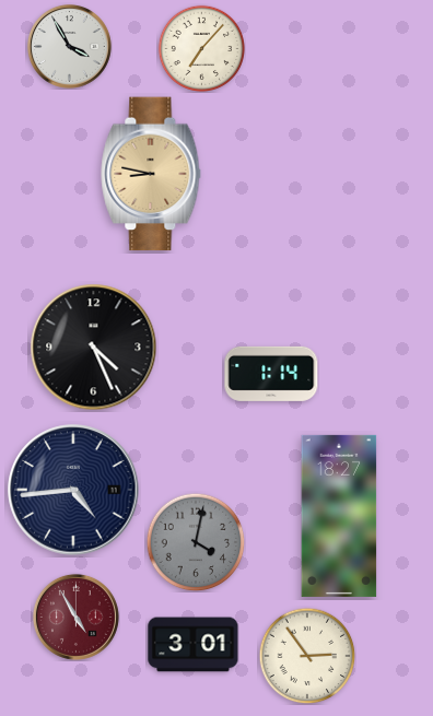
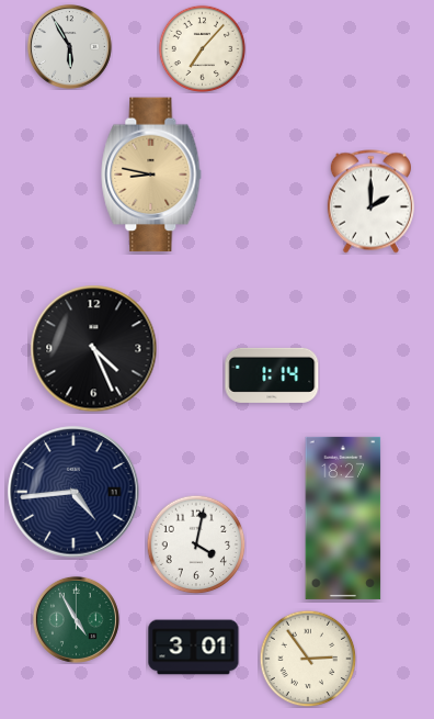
clock at (69, 46): 3:55 -> 5:55
clock at (370, 202): none -> 2:00
clock at (339, 516) position: (339, 516) -> (343, 518)
clock at (196, 542) dial: grey -> white
clock at (75, 617) dial: burgundy -> green
